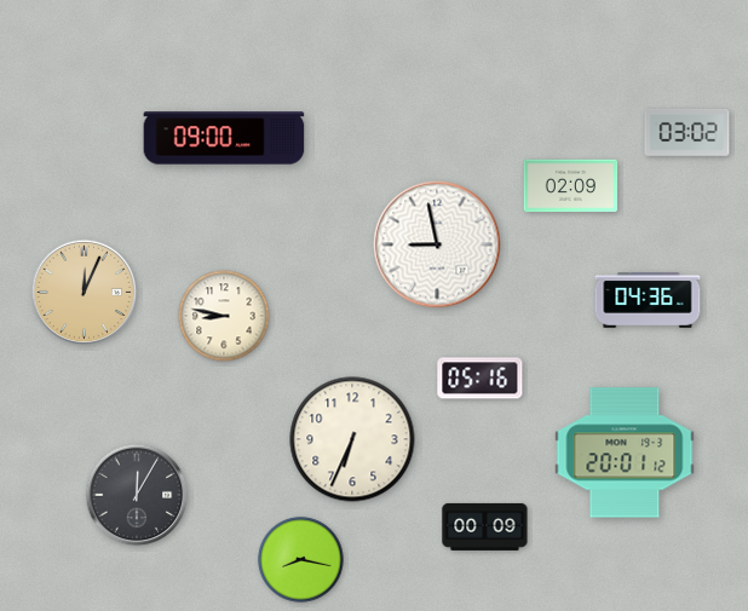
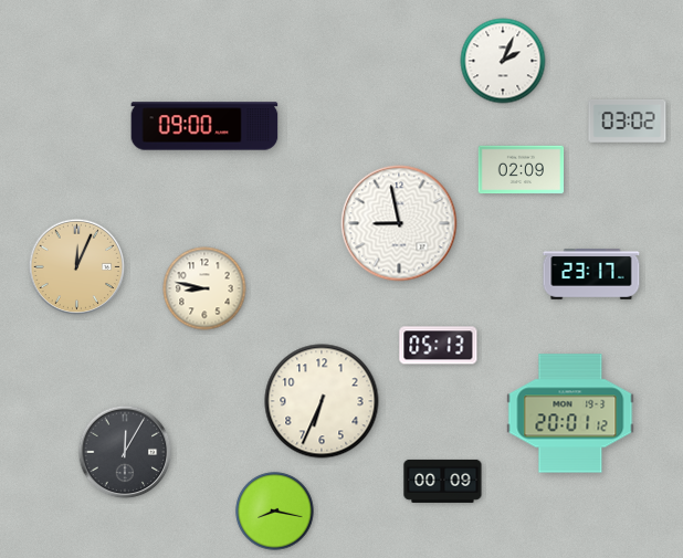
clock at (503, 61): none -> 2:04
clock at (648, 300): 04:36 -> 23:17
clock at (481, 379): 05:16 -> 05:13
